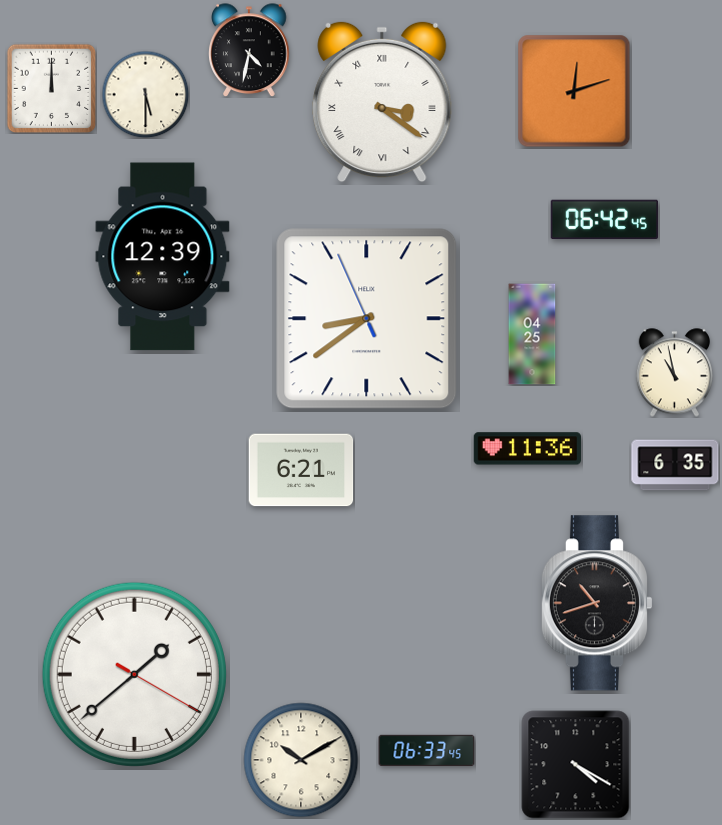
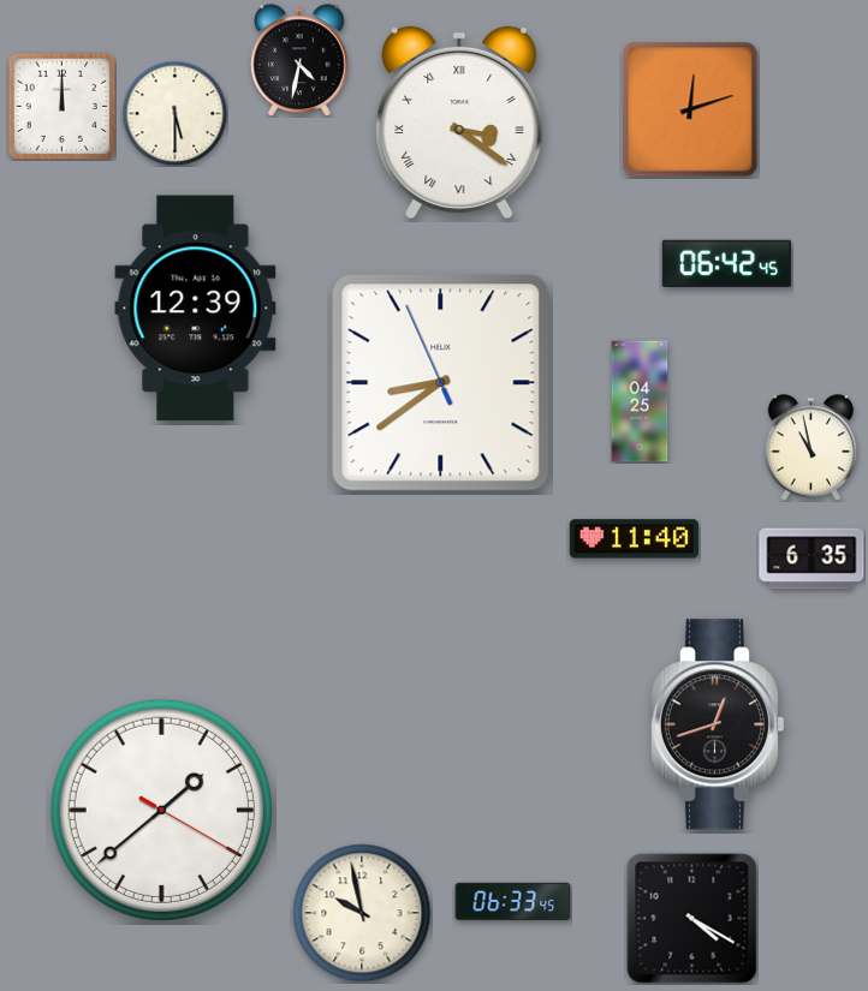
clock at (527, 449): 11:36 -> 11:40
clock at (301, 470): 6:21 -> none
clock at (596, 603): 10:42 -> 12:42
clock at (301, 760): 10:10 -> 9:58
